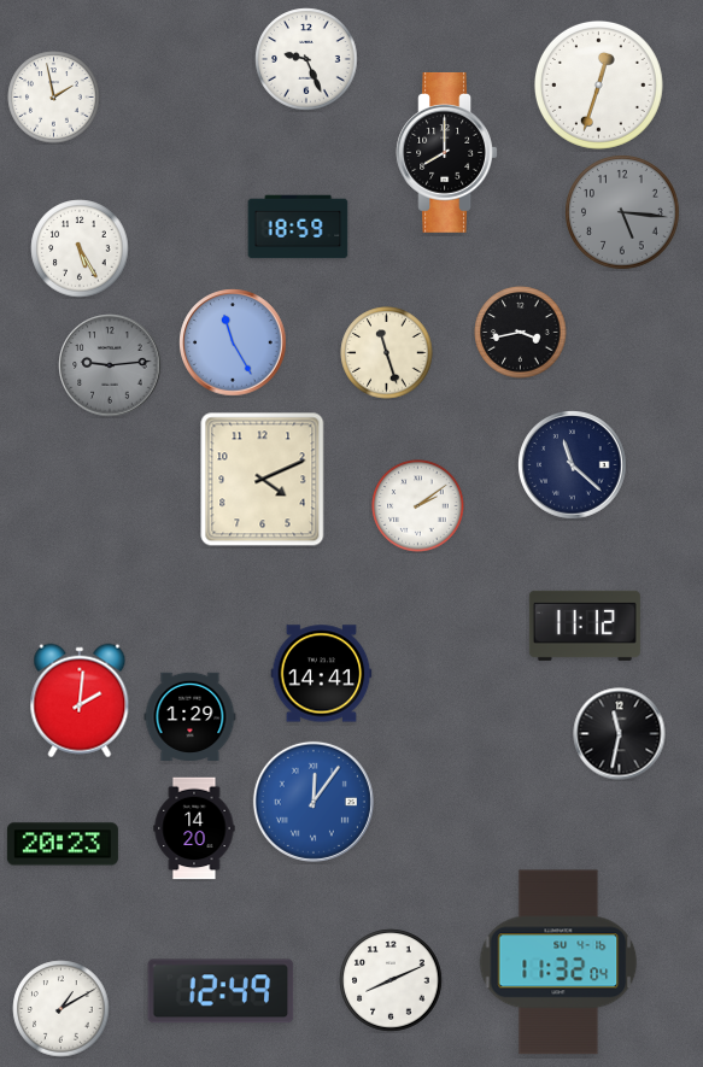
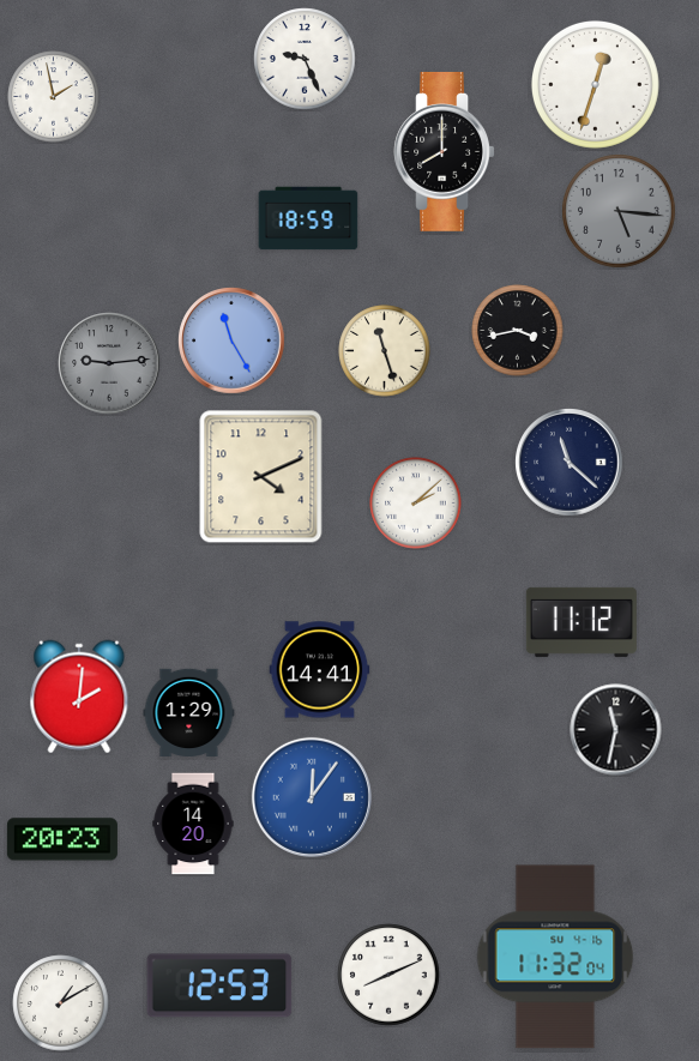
clock at (298, 227) position: (298, 227) -> (308, 218)
clock at (80, 248): 5:25 -> none
clock at (418, 506): 2:09 -> 2:08
clock at (221, 991): 12:49 -> 12:53
